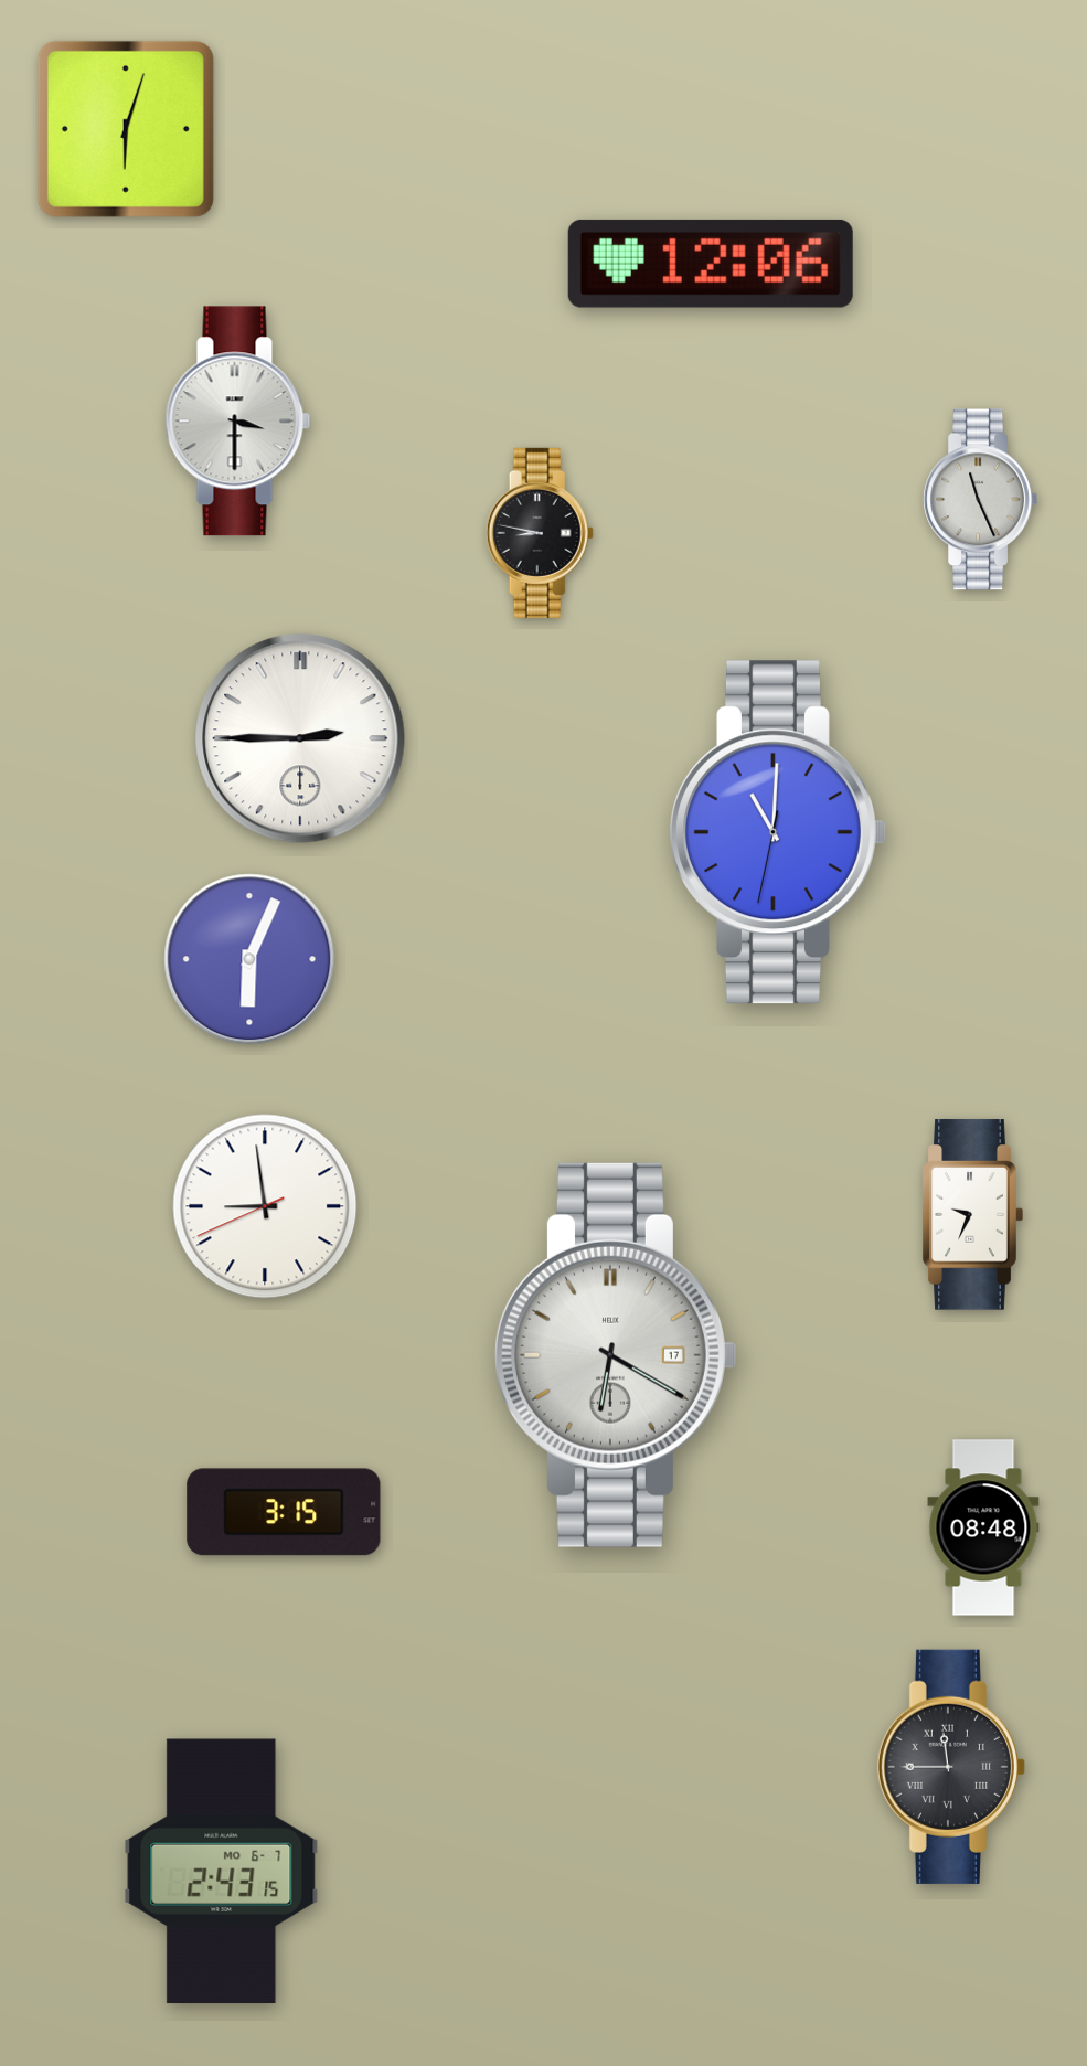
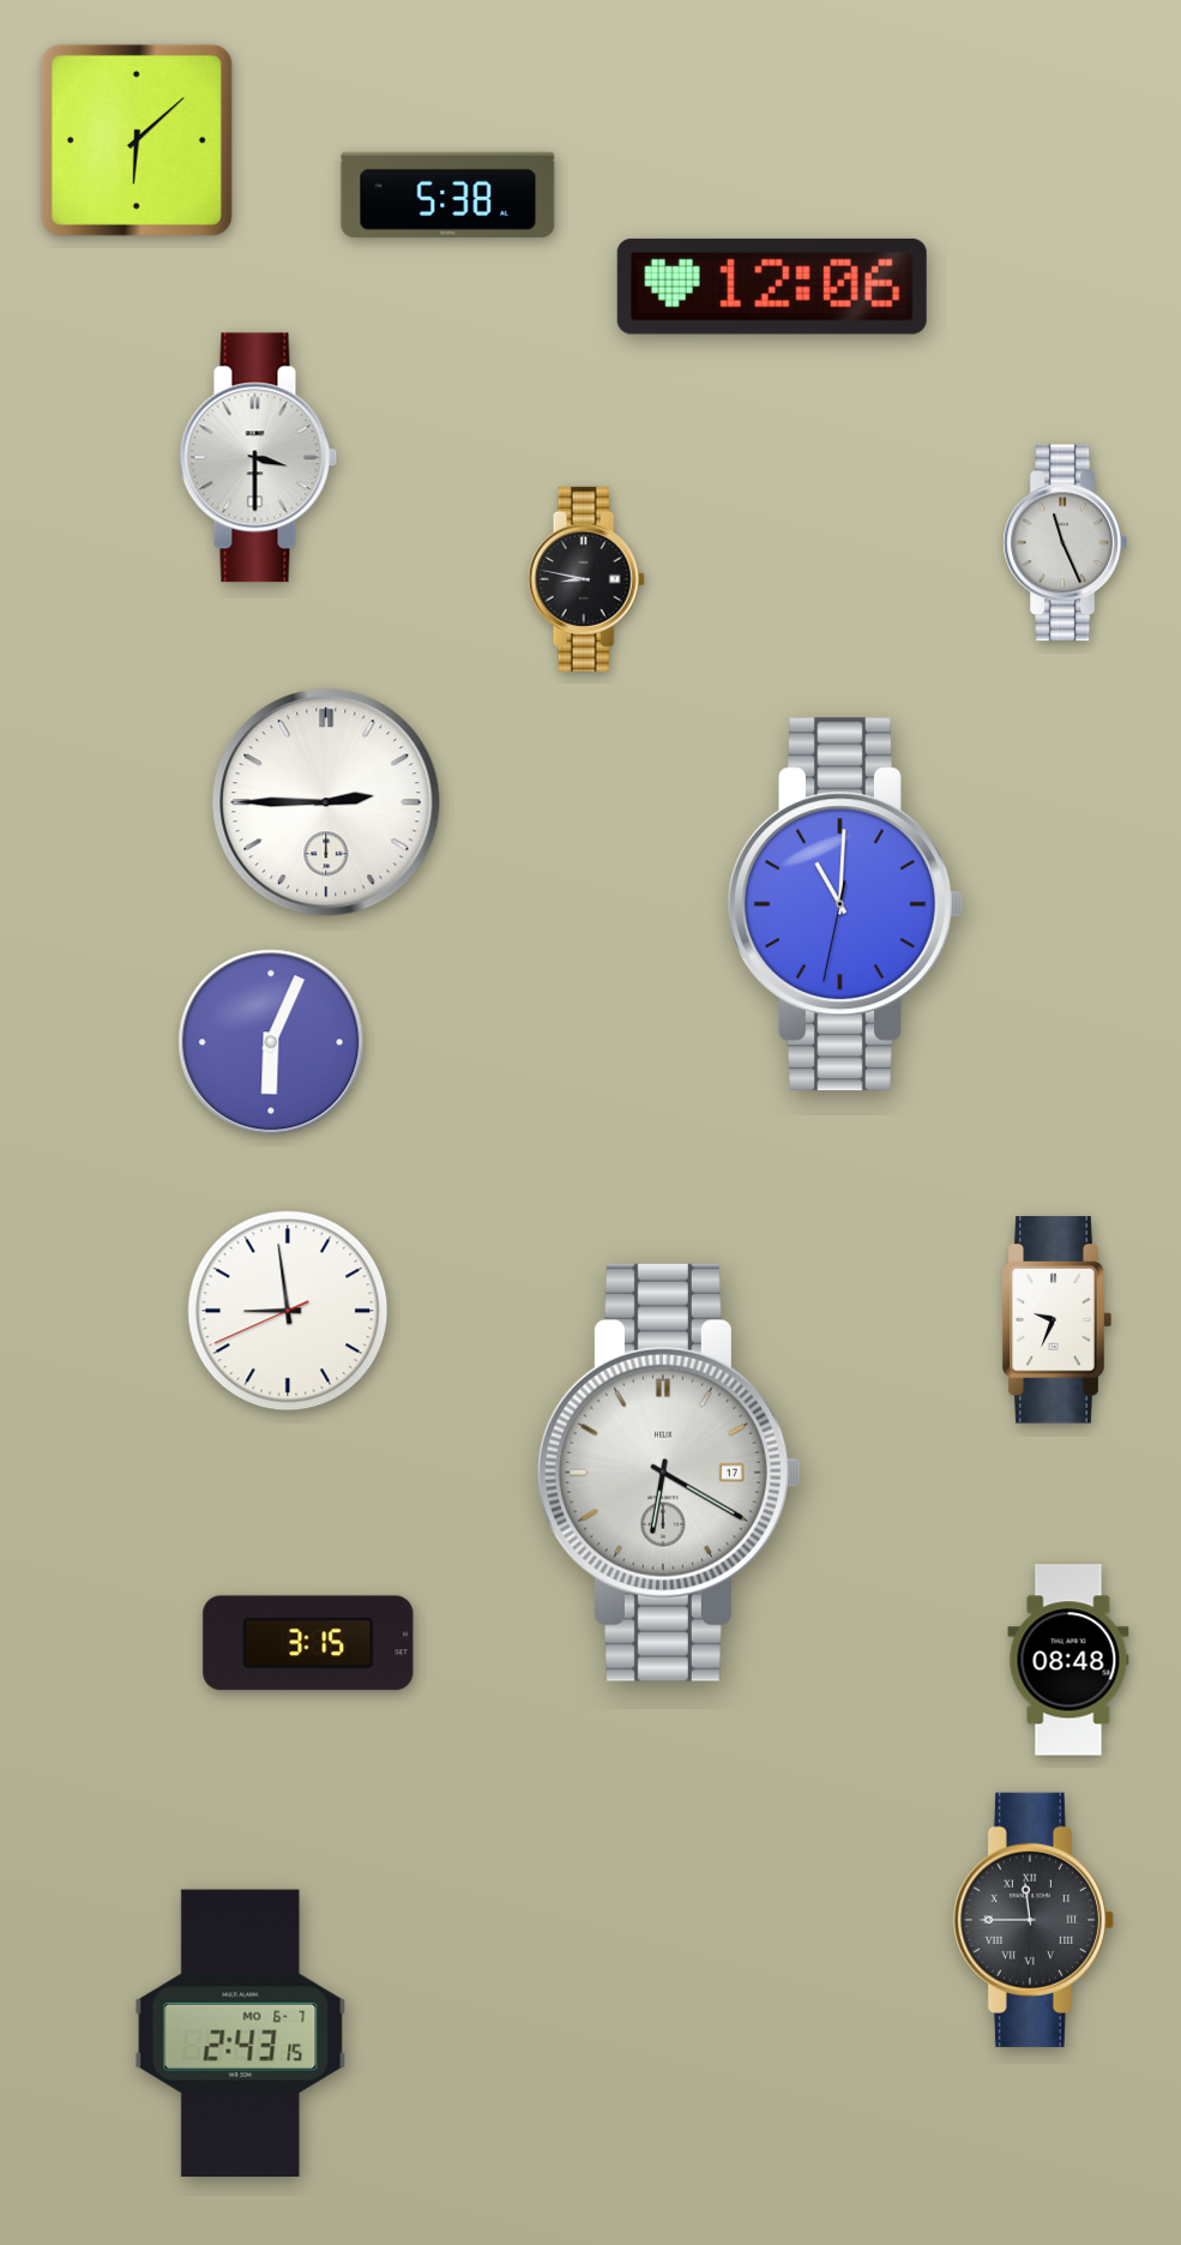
clock at (126, 129): 6:03 -> 6:08
clock at (448, 194): none -> 5:38
